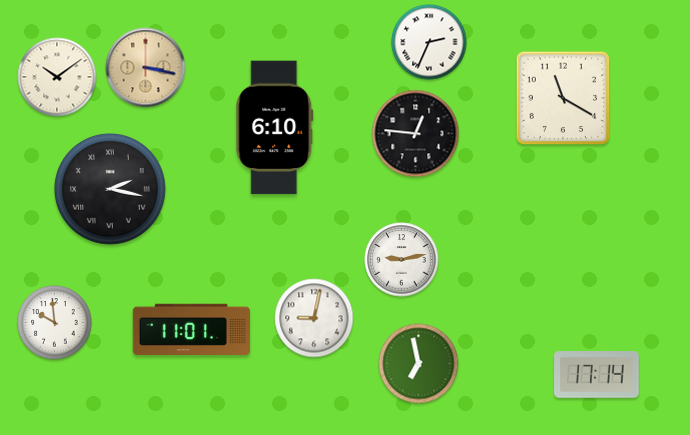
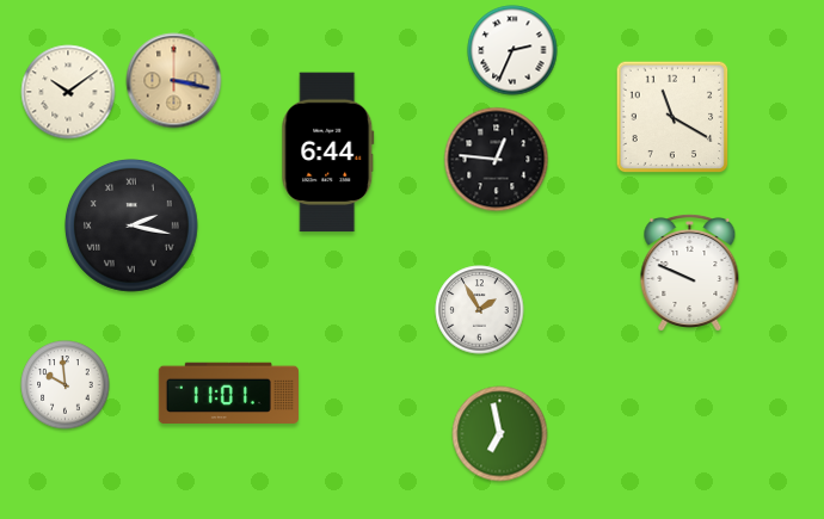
clock at (275, 128): 6:10 -> 6:44
clock at (690, 272): none -> 9:49
clock at (402, 260): 9:13 -> 1:55
clock at (314, 318): 9:02 -> none
clock at (597, 375): 17:14 -> none
